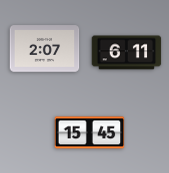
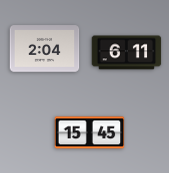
clock at (45, 49): 2:07 -> 2:04
